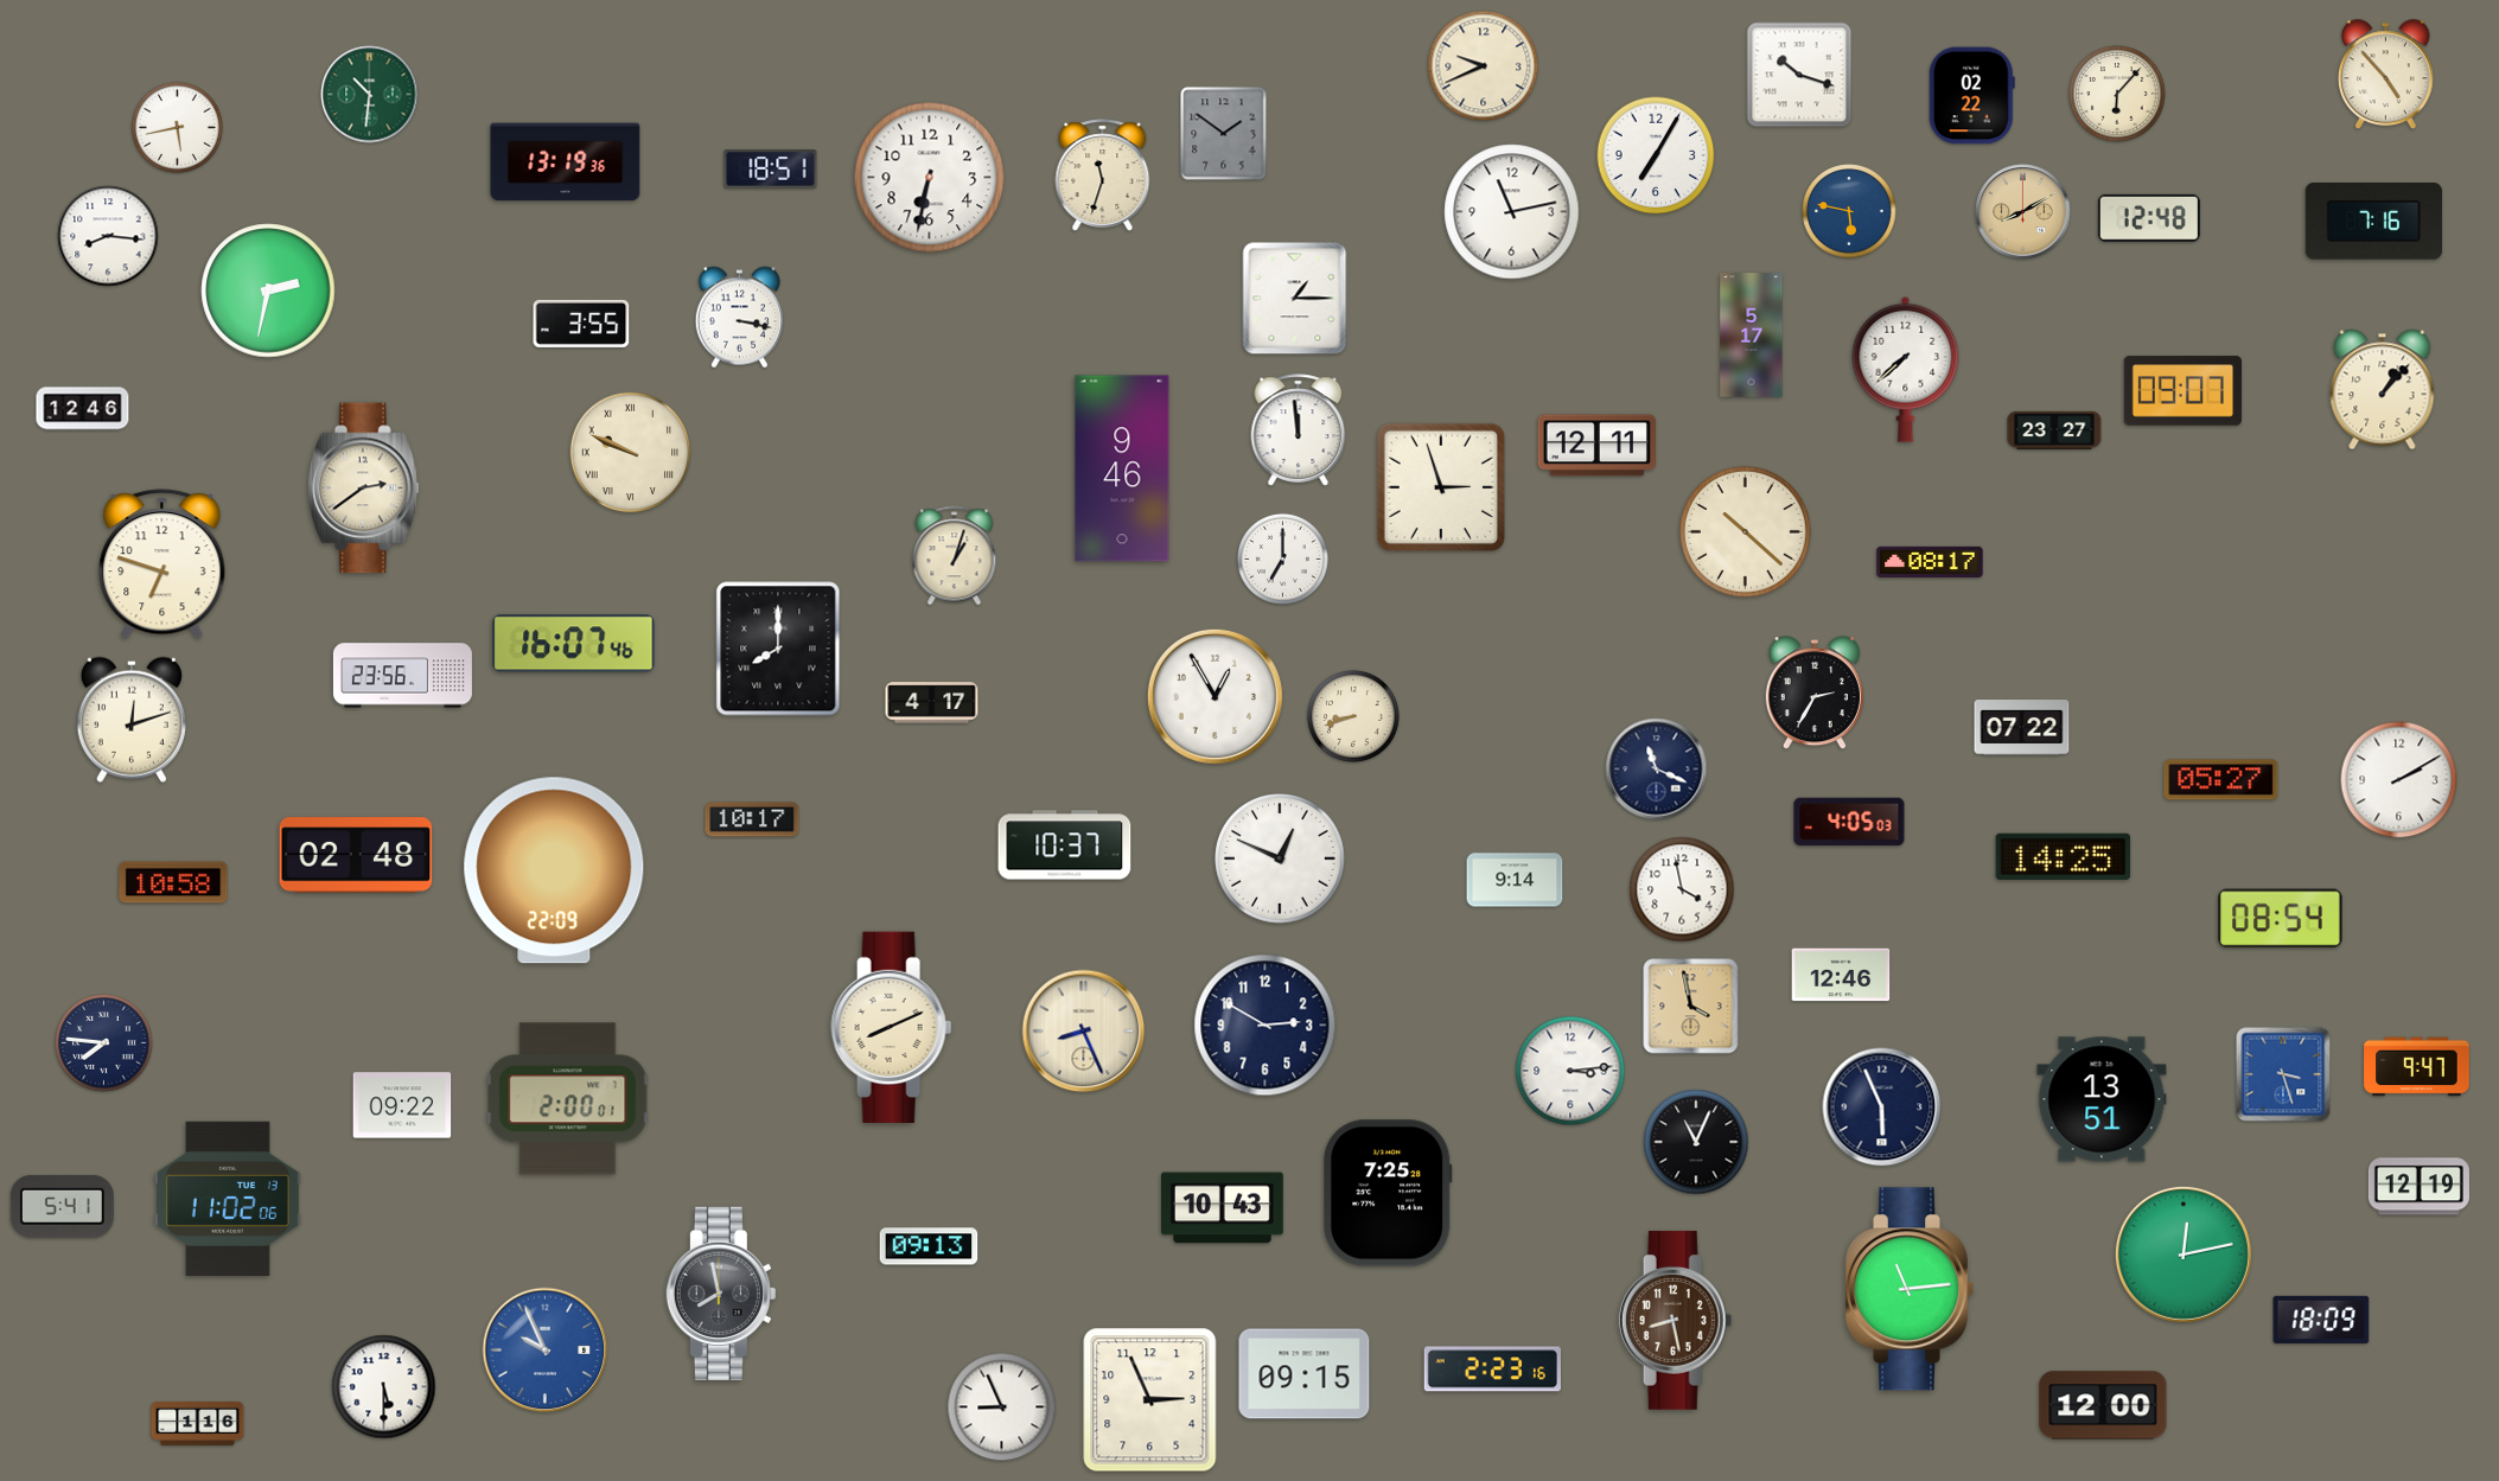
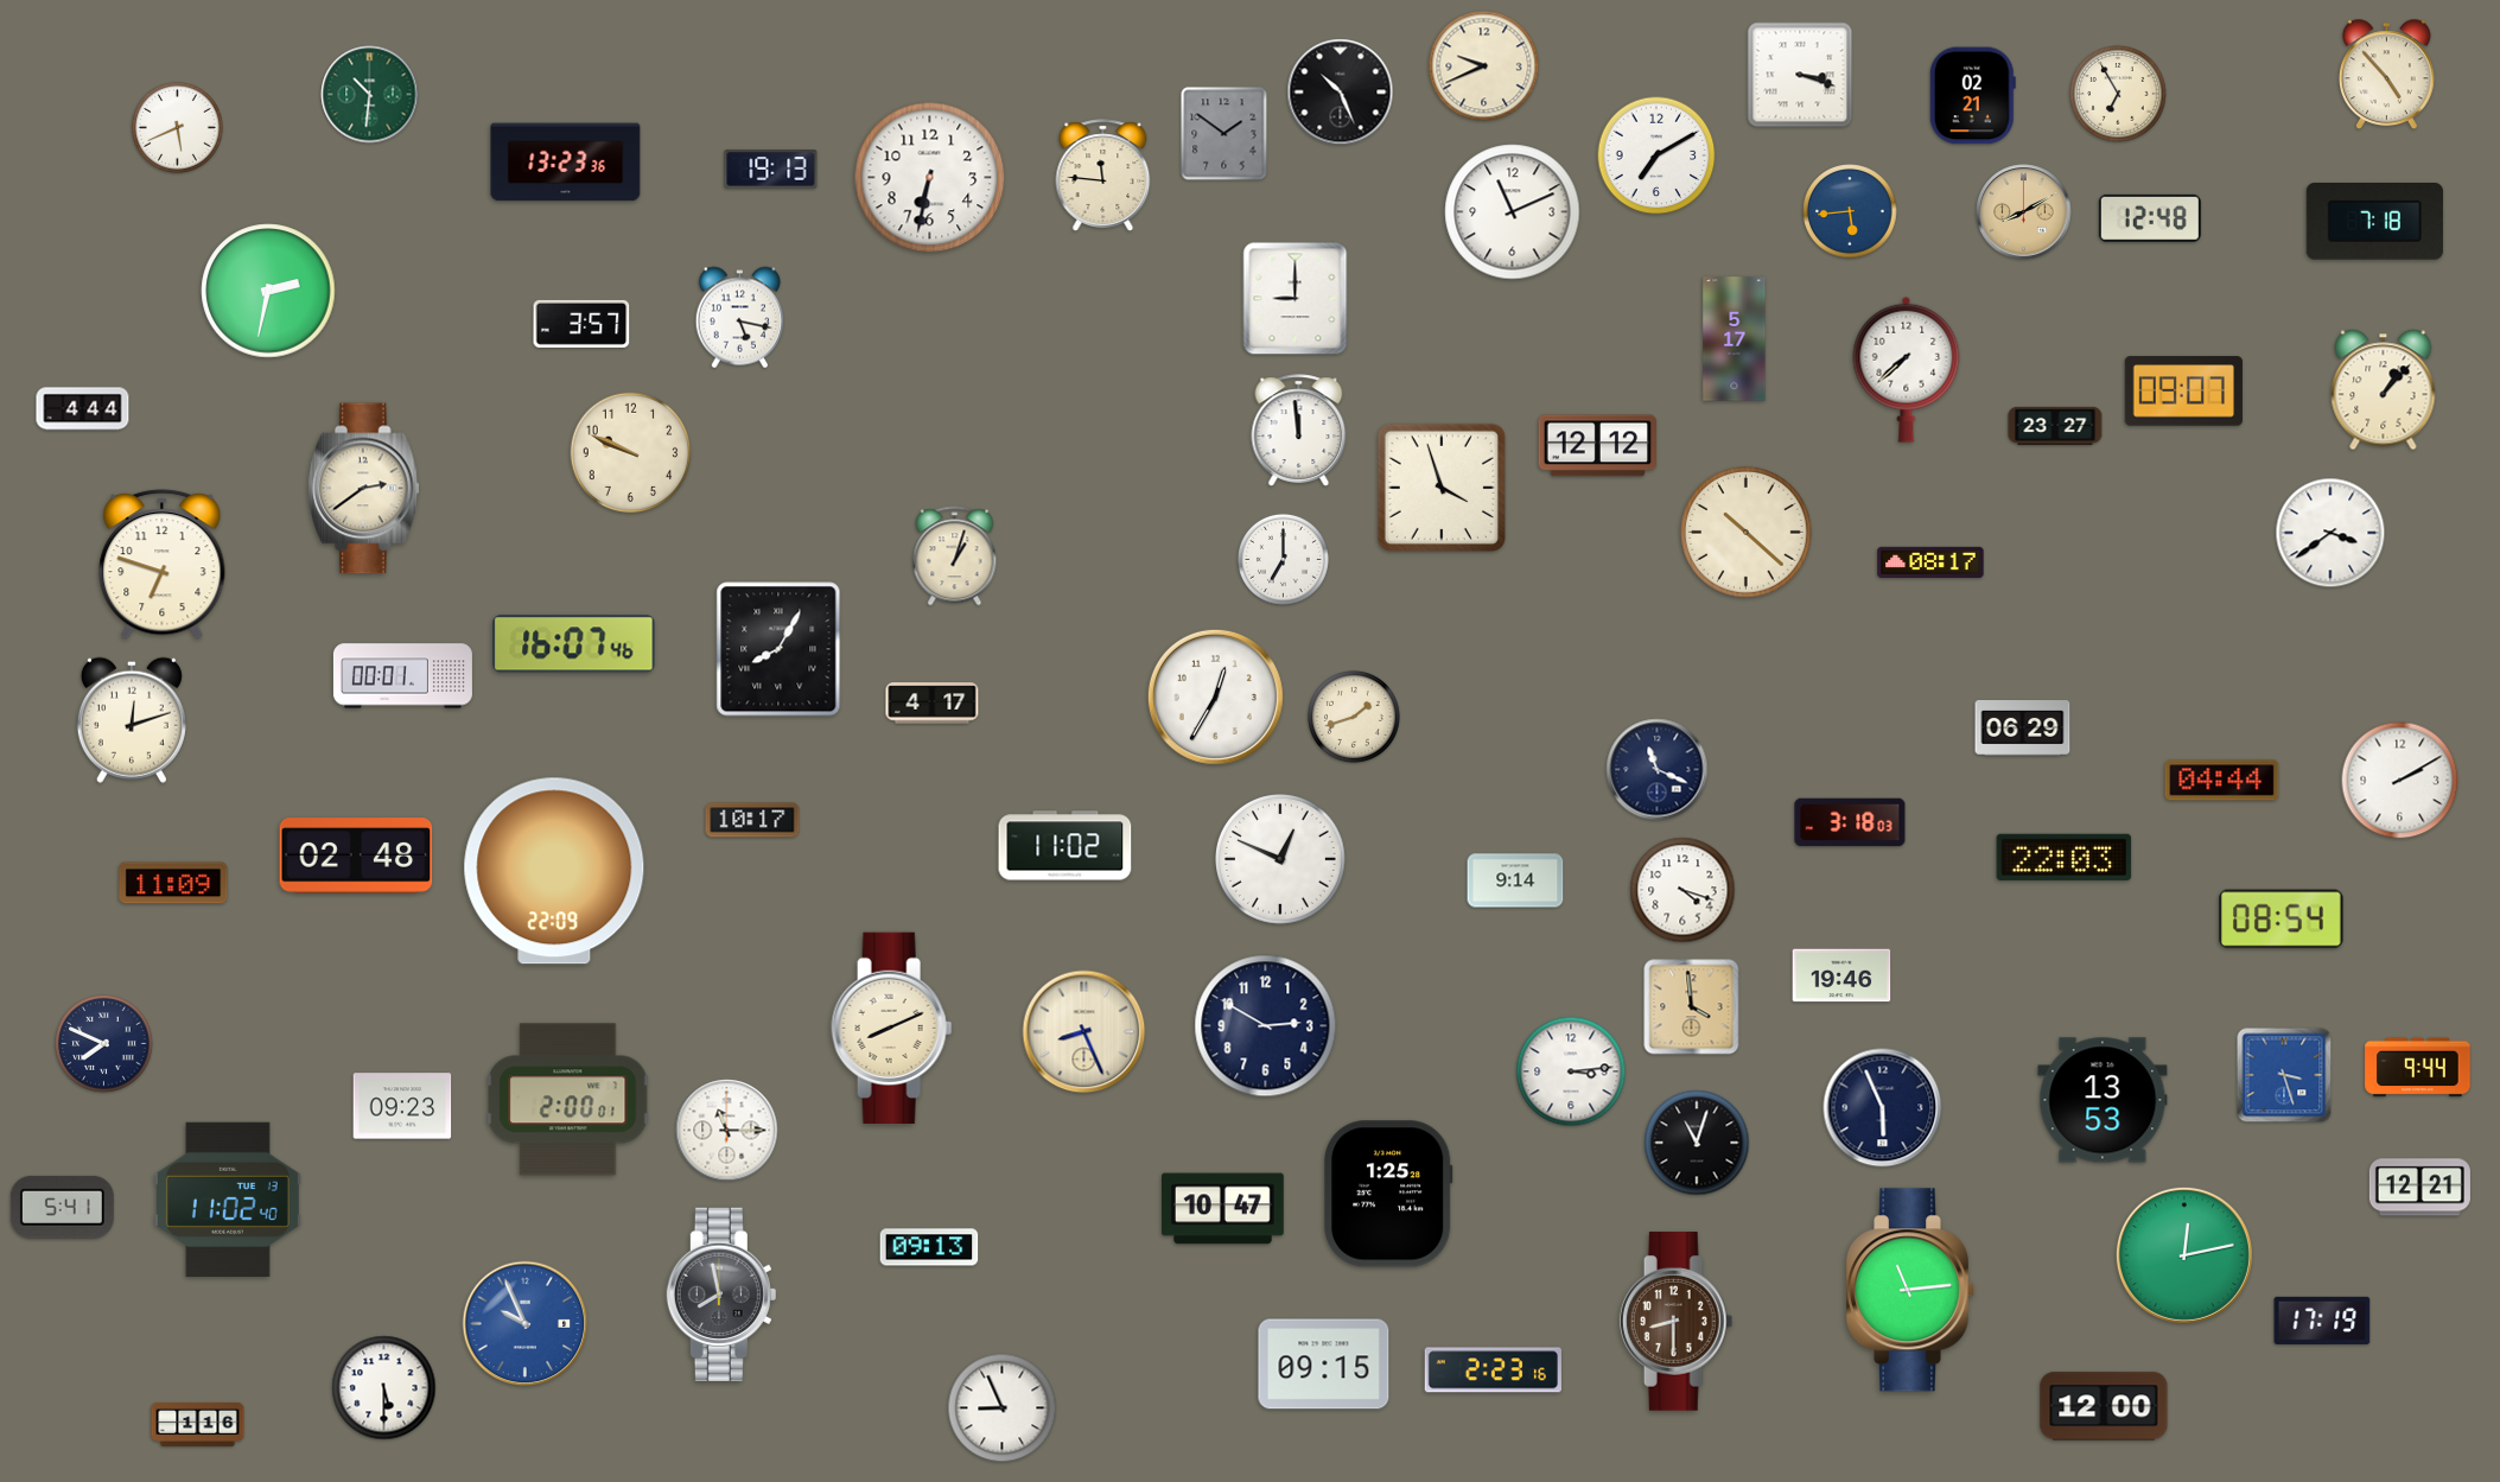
clock at (1799, 75): 10:18 -> 3:18
clock at (1341, 93): none -> 10:26
clock at (2117, 94): 6:07 -> 6:55
clock at (1971, 96): 02:22 -> 02:21
clock at (177, 127): 5:43 -> 5:41
clock at (1656, 155): 7:05 -> 7:10
clock at (566, 162): 13:19 -> 13:23
clock at (771, 170): 18:51 -> 19:13
clock at (1103, 175): 11:33 -> 11:46
clock at (1849, 211): 5:47 -> 5:44
clock at (1512, 212): 11:13 -> 11:11
clock at (2373, 222): 7:16 -> 7:18
clock at (108, 236): 8:16 -> none
clock at (1295, 299): 1:15 -> 9:00
clock at (740, 318): 3:17 -> 5:17
clock at (581, 324): 3:55 -> 3:57
clock at (1752, 336) position: (1752, 336) -> (1735, 339)
clock at (83, 409): 12:46 -> 4:44
clock at (2054, 430) position: (2054, 430) -> (2055, 426)
clock at (1596, 446): 12:11 -> 12:12
clock at (631, 453) numerals: Roman -> Arabic
clock at (1122, 468): 9:46 -> none
clock at (1441, 487): 2:57 -> 3:57
clock at (2330, 533): none -> 3:39
clock at (778, 649): 8:00 -> 8:05
clock at (402, 676): 23:56 -> 00:01
clock at (1815, 694): 2:35 -> none
clock at (1215, 696): 12:55 -> 12:35
clock at (1353, 716): 8:42 -> 1:42
clock at (2022, 728): 07:22 -> 06:29
clock at (2221, 780): 05:27 -> 04:44
clock at (1849, 822): 4:05 -> 3:18
clock at (1065, 845): 10:37 -> 11:02
clock at (2064, 856): 14:25 -> 22:03
clock at (173, 882): 10:58 -> 11:09
clock at (1682, 889): 3:58 -> 4:18
clock at (1841, 975): 12:46 -> 19:46
clock at (1691, 1007): 3:58 -> 3:59
clock at (104, 1043): 7:46 -> 7:49
clock at (2417, 1067): 9:47 -> 9:44
clock at (2102, 1099): 13:51 -> 13:53
clock at (402, 1105): 09:22 -> 09:23
clock at (727, 1131): none -> 11:15
clock at (1696, 1142): 11:04 -> 11:03
clock at (2418, 1187): 12:19 -> 12:21
clock at (1389, 1193): 7:25 -> 1:25
clock at (228, 1198): 11:02:06 -> 11:02:40
clock at (1222, 1208): 10:43 -> 10:47
clock at (2321, 1320): 18:09 -> 17:19
clock at (1676, 1321): 8:28 -> 8:30
clock at (546, 1351) position: (546, 1351) -> (526, 1324)
clock at (1305, 1374) position: (1305, 1374) -> (1324, 1365)
clock at (1150, 1400): 2:56 -> none
